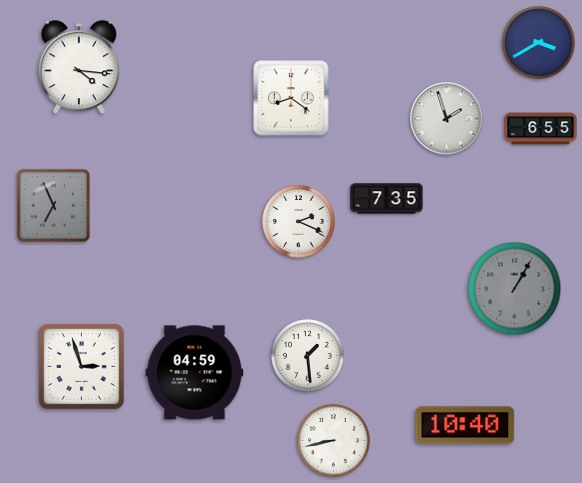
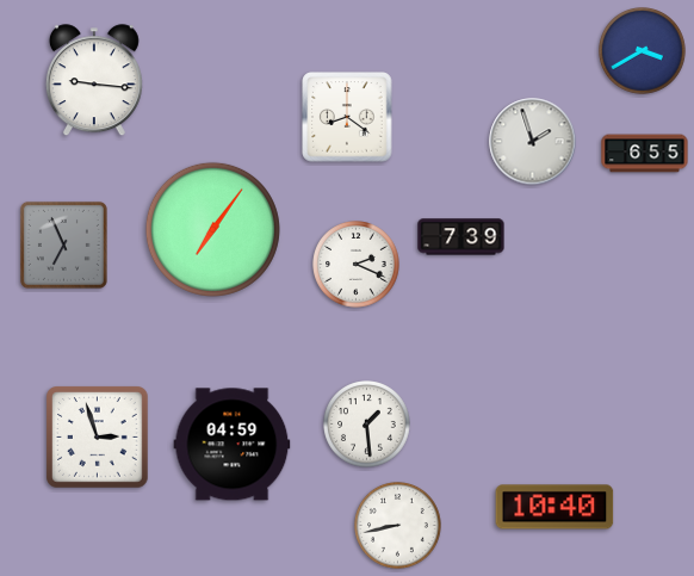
clock at (79, 68): 4:16 -> 9:16
clock at (212, 229): none -> 7:06
clock at (387, 199): 7:35 -> 7:39
clock at (515, 289): 1:05 -> none
